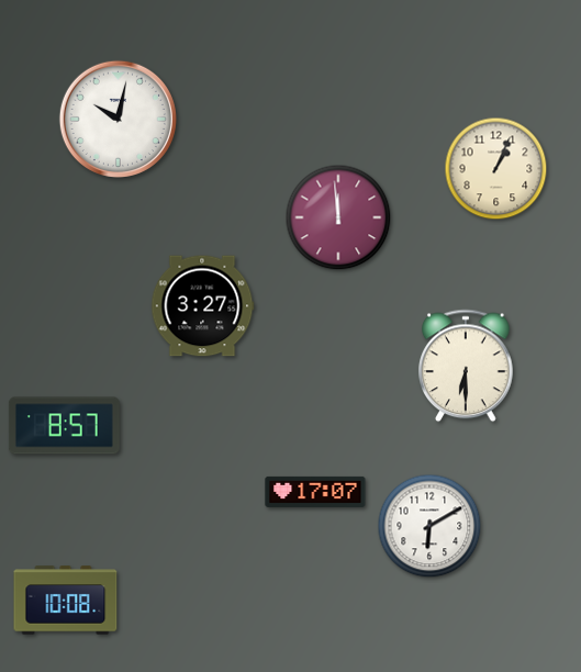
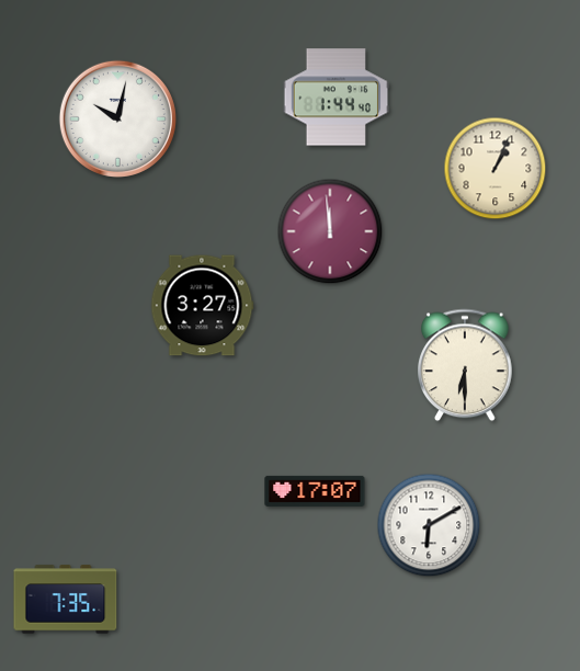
clock at (337, 98): none -> 1:44
clock at (338, 217) position: (338, 217) -> (330, 231)
clock at (64, 426): 8:57 -> none
clock at (66, 601): 10:08 -> 7:35
